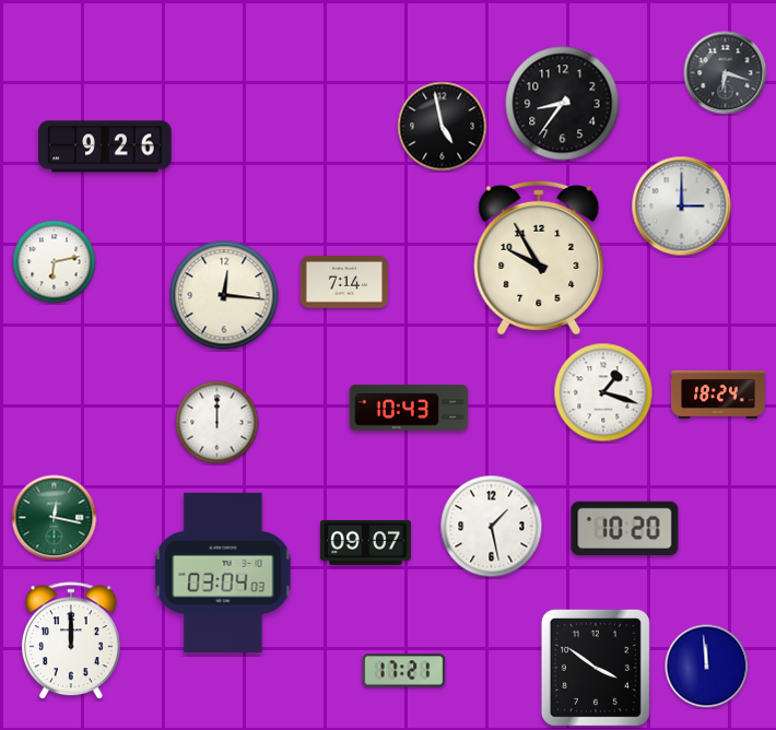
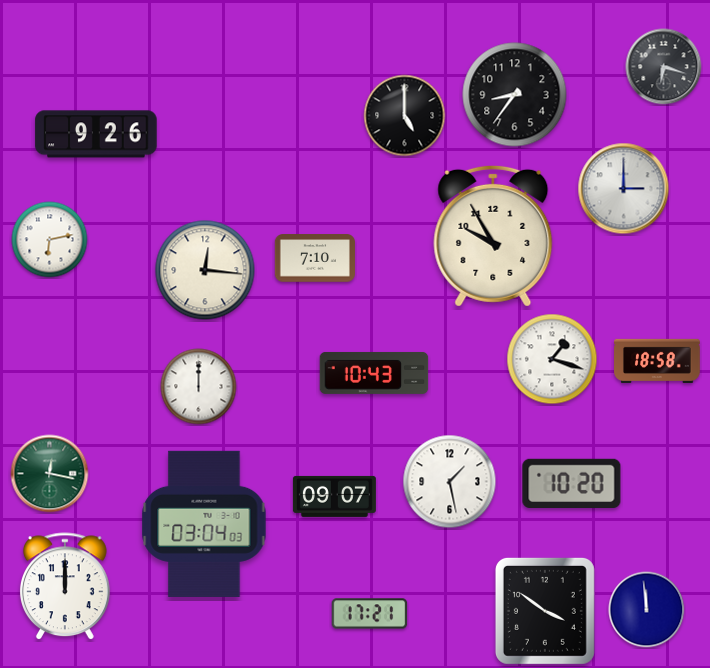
clock at (443, 127): 4:58 -> 5:00
clock at (344, 282): 7:14 -> 7:10
clock at (718, 395): 18:24 -> 18:58
